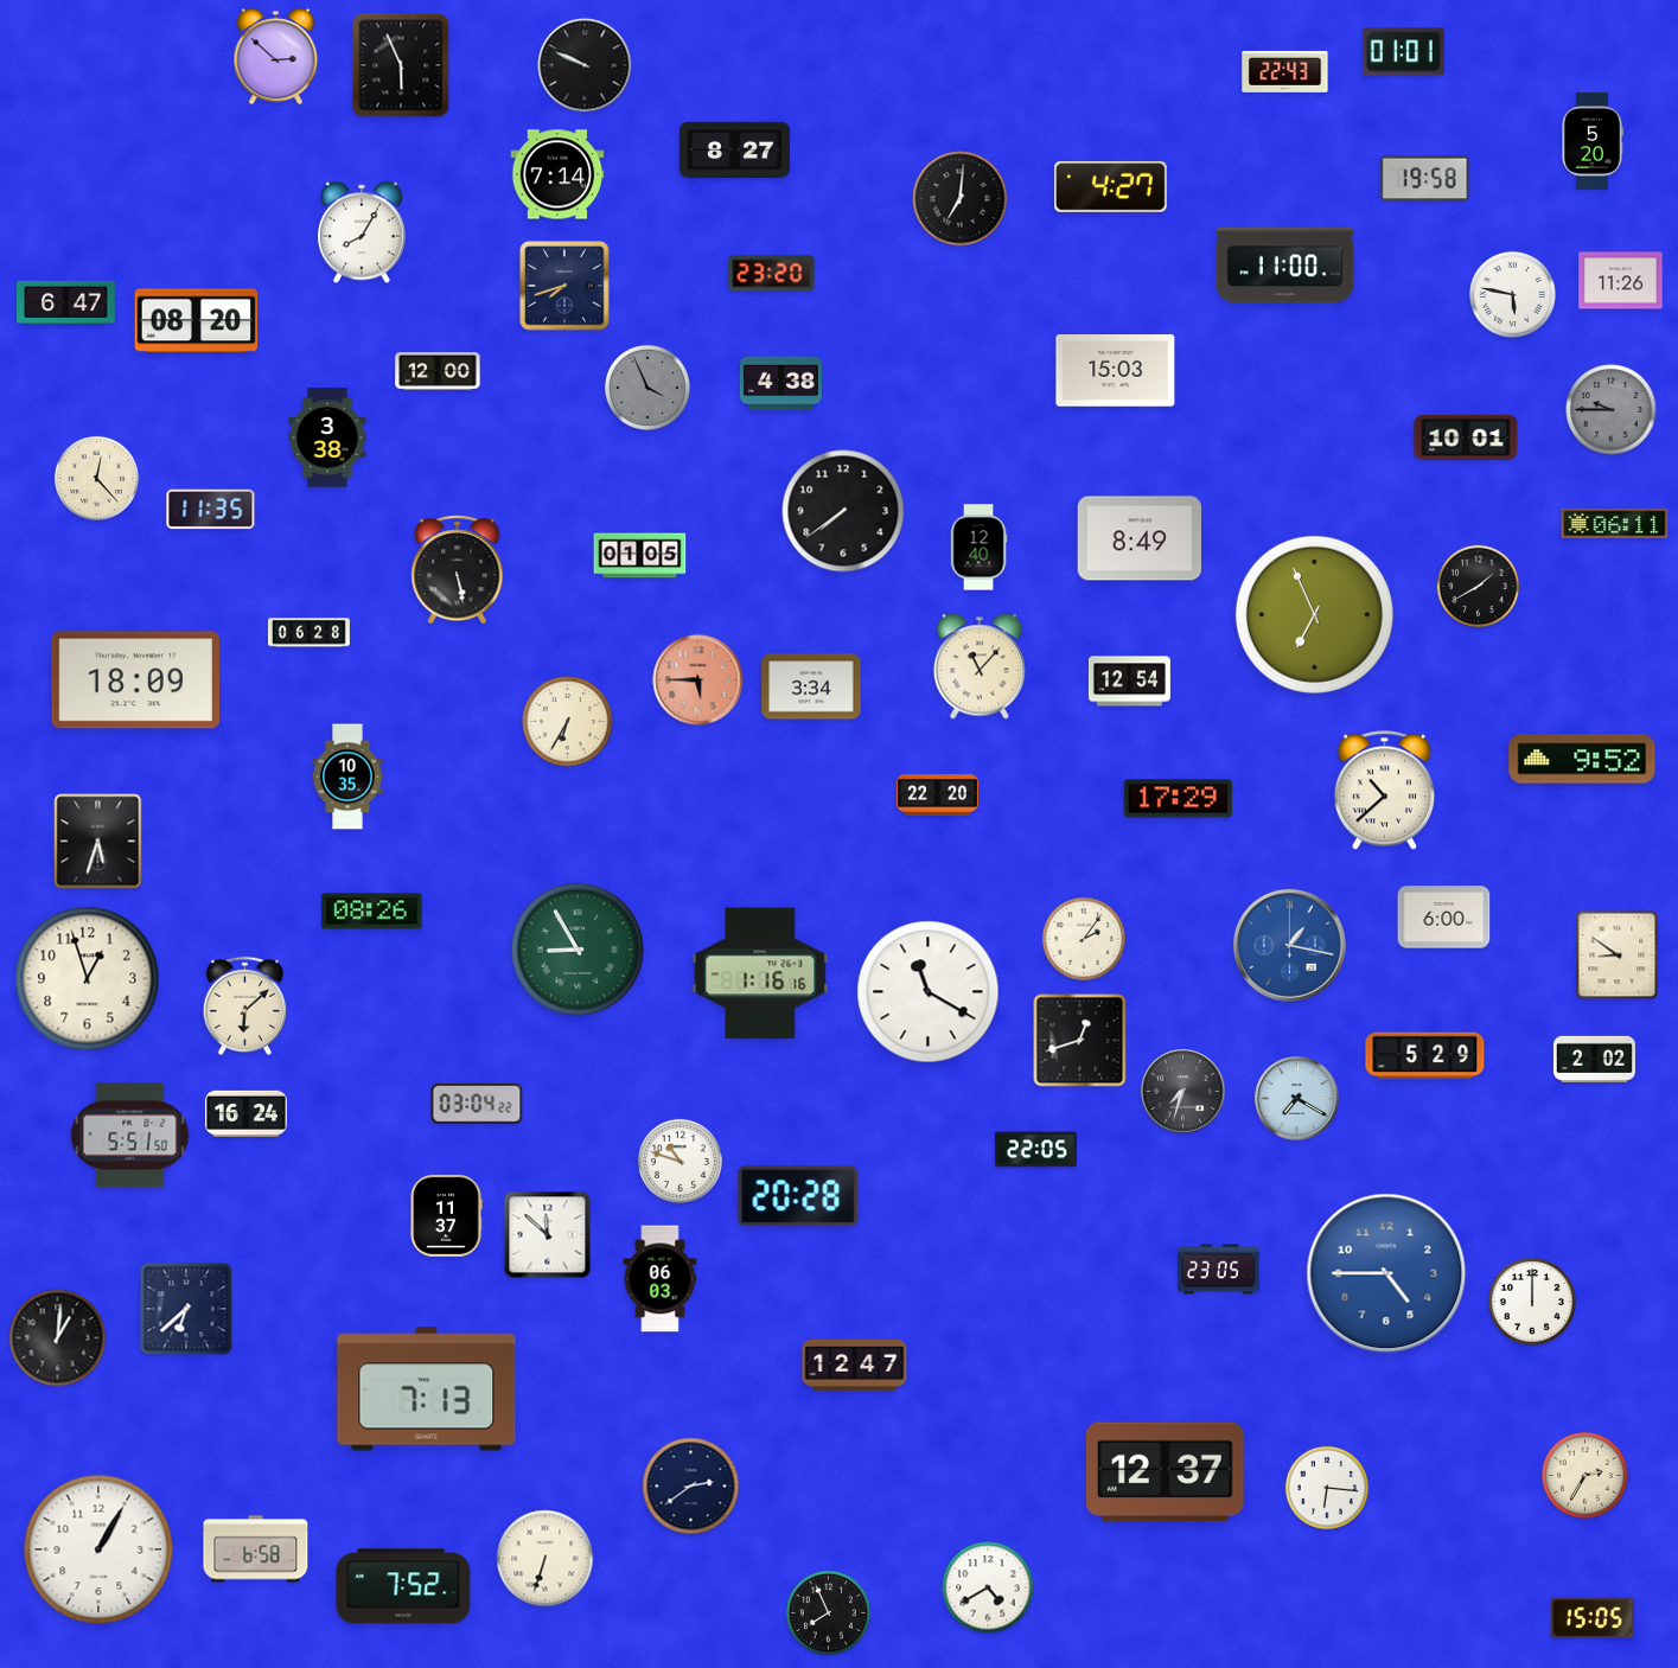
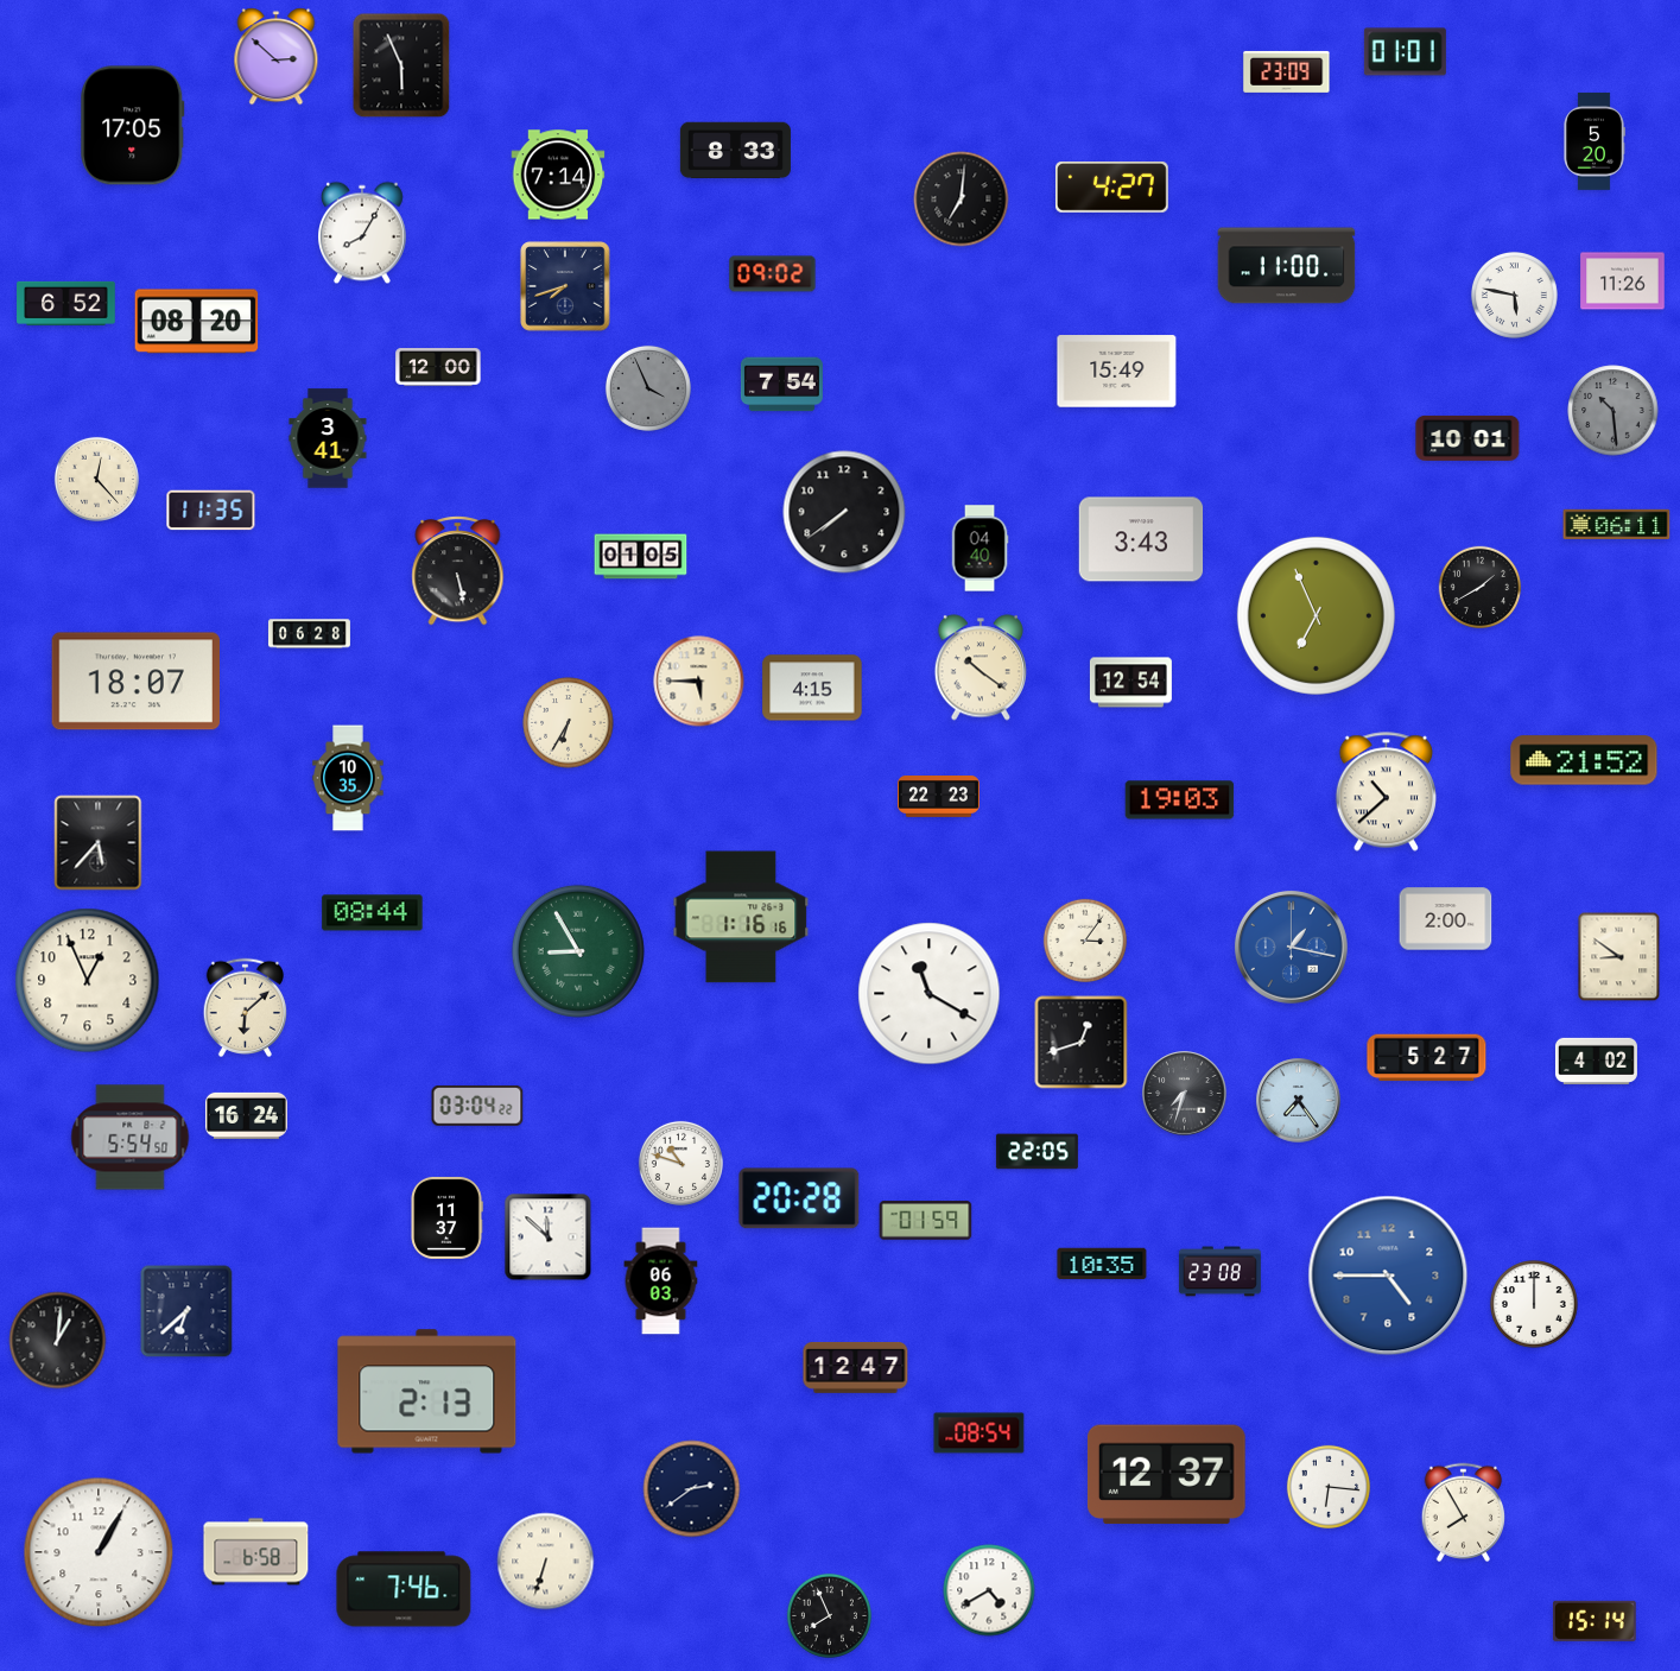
clock at (585, 65): 9:49 -> none
clock at (1285, 71): 22:43 -> 23:09
clock at (133, 126): none -> 17:05
clock at (734, 151): 8:27 -> 8:33
clock at (1425, 179): 19:58 -> none
clock at (772, 274): 23:20 -> 09:02
clock at (66, 302): 6:47 -> 6:52
clock at (438, 371) position: (438, 371) -> (438, 367)
clock at (1116, 371): 15:03 -> 15:49
clock at (780, 384): 4:38 -> 7:54
clock at (1612, 410): 9:45 -> 10:29
clock at (327, 437): 3:38 -> 3:41
clock at (1140, 538): 8:49 -> 3:43
clock at (978, 548): 12:40 -> 04:40
clock at (980, 666): 11:07 -> 10:21
clock at (135, 680): 18:09 -> 18:07
clock at (698, 680) dial: salmon -> cream
clock at (811, 686): 3:34 -> 4:15
clock at (1582, 759): 9:52 -> 21:52
clock at (937, 795): 22:20 -> 22:23
clock at (1179, 799): 17:29 -> 19:03
clock at (98, 842): 5:33 -> 5:37
clock at (372, 912): 08:26 -> 08:44
clock at (1444, 918): 6:00 -> 2:00
clock at (1083, 938): 2:06 -> 3:06
clock at (760, 973) position: (760, 973) -> (741, 917)
clock at (88, 979): 12:57 -> 12:56
clock at (1425, 1056): 5:29 -> 5:27
clock at (1594, 1059): 2:02 -> 4:02
clock at (1297, 1099): 7:20 -> 7:24
clock at (130, 1136): 5:51 -> 5:54
clock at (926, 1221): none -> 01:59
clock at (1102, 1264): none -> 10:35
clock at (1218, 1270): 23:05 -> 23:08
clock at (427, 1389): 7:13 -> 2:13
clock at (980, 1433): none -> 08:54
clock at (1584, 1475): 2:35 -> none
clock at (1326, 1487) position: (1326, 1487) -> (1327, 1486)
clock at (1464, 1512): none -> 7:55
clock at (403, 1586): 7:52 -> 7:46
clock at (1593, 1618): 15:05 -> 15:14
